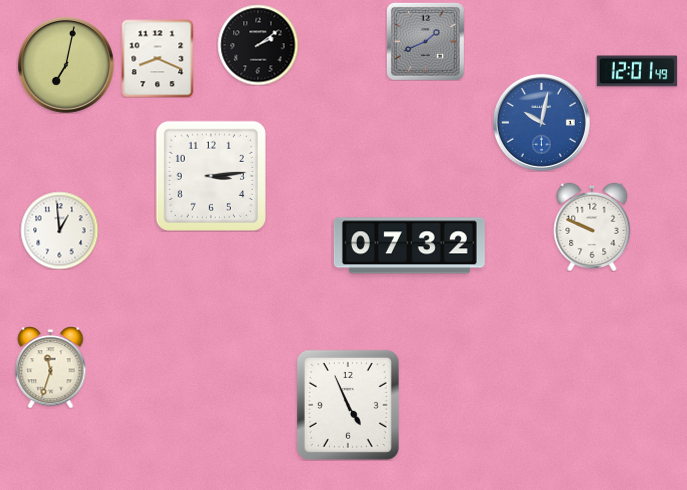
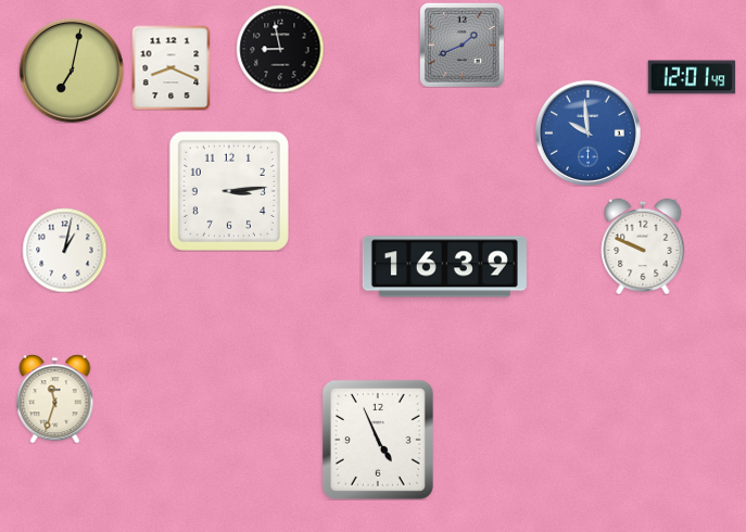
clock at (258, 45): 2:09 -> 8:58
clock at (158, 58) position: (158, 58) -> (172, 67)
clock at (541, 122): 10:02 -> 9:59
clock at (59, 230): 12:59 -> 1:02
clock at (409, 246): 07:32 -> 16:39
